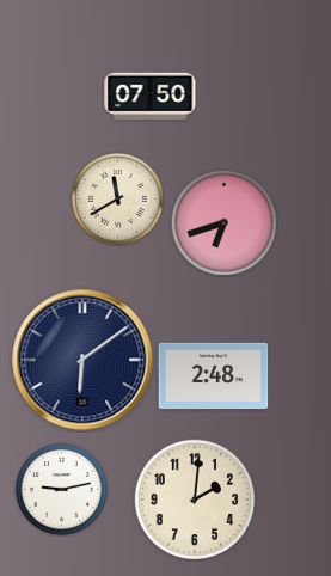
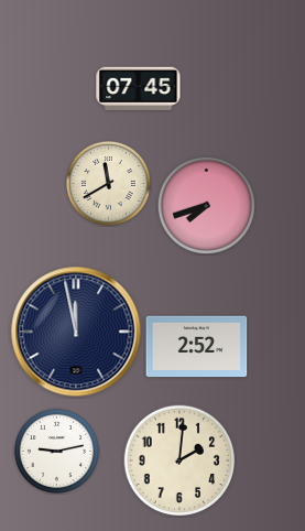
clock at (151, 97): 07:50 -> 07:45
clock at (223, 222): 6:42 -> 7:42
clock at (82, 360): 6:09 -> 11:58
clock at (214, 376): 2:48 -> 2:52
